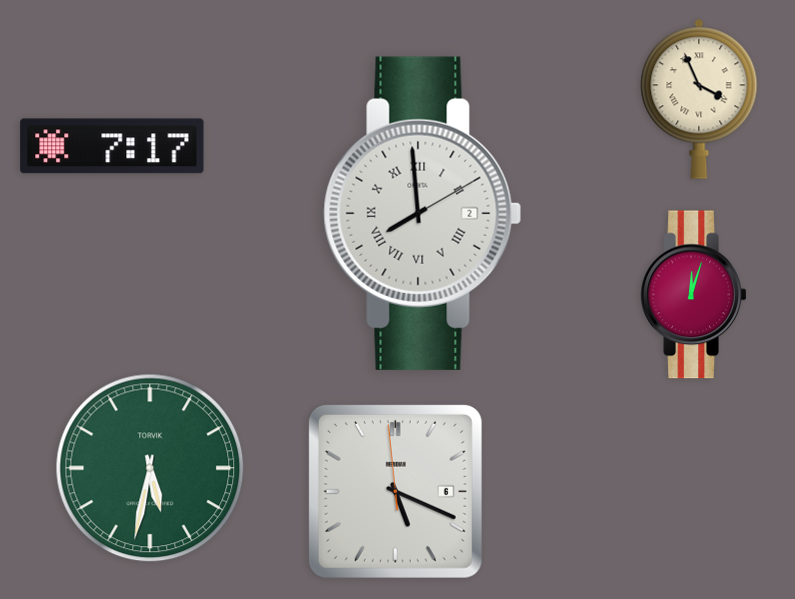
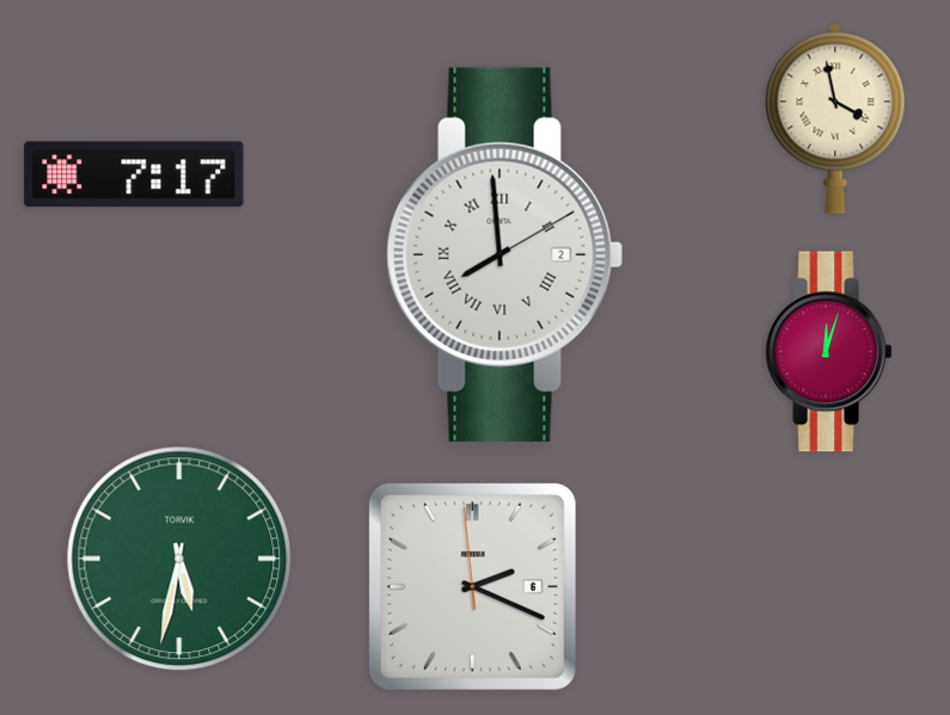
clock at (699, 99): 3:56 -> 3:58
clock at (395, 491): 5:18 -> 2:18
